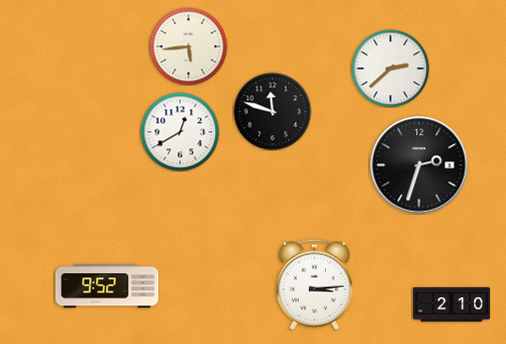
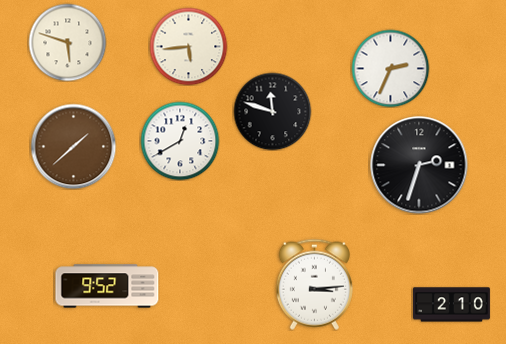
clock at (67, 42): none -> 5:48
clock at (390, 68): 2:38 -> 2:34
clock at (180, 132) position: (180, 132) -> (180, 141)
clock at (73, 146): none -> 1:38
